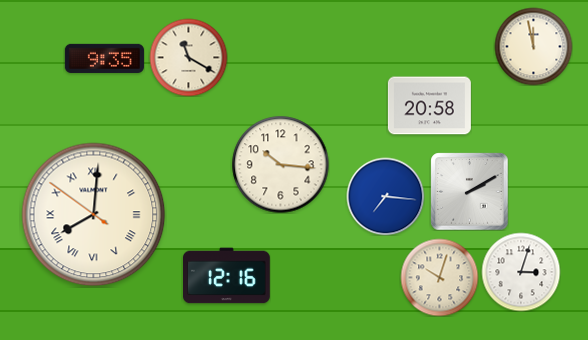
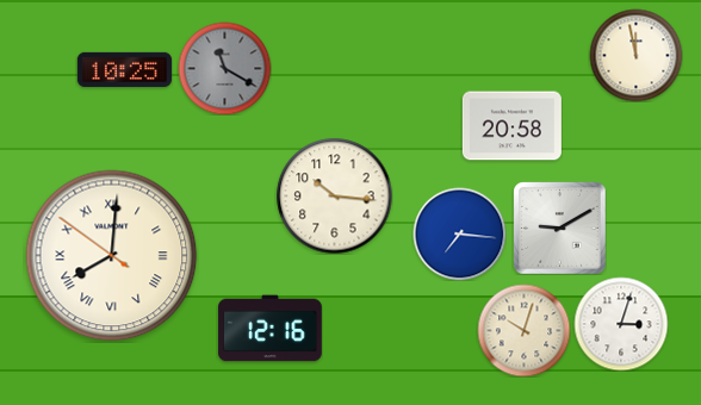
clock at (188, 57) dial: cream -> grey
clock at (104, 58): 9:35 -> 10:25
clock at (469, 191): 2:10 -> 9:10
